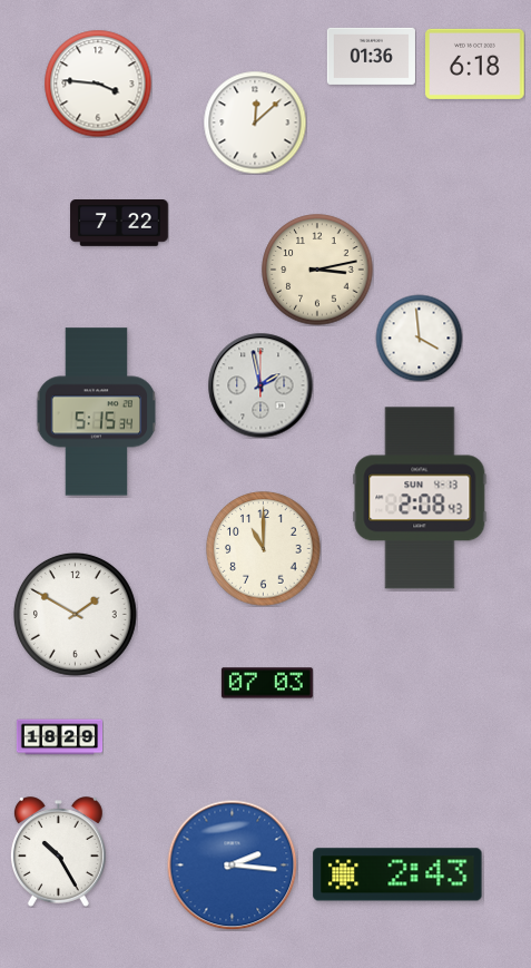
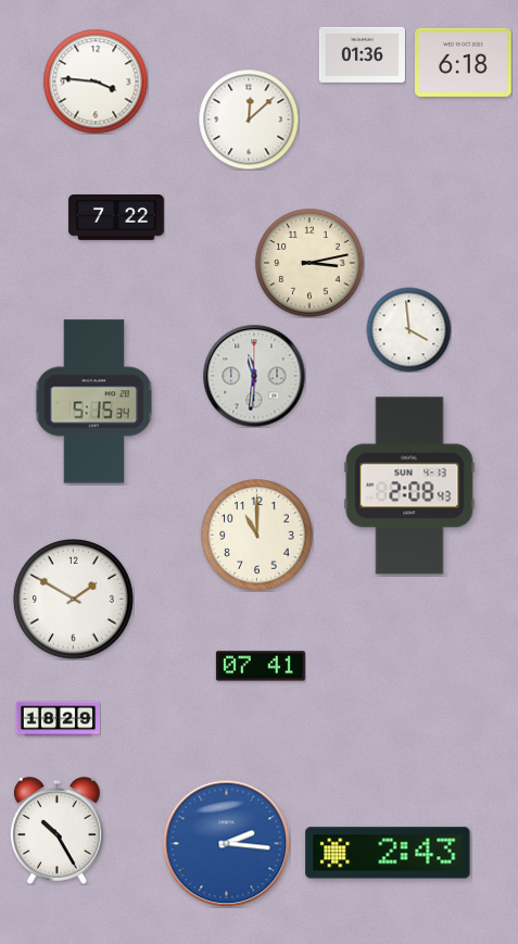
clock at (260, 385): 1:58 -> 11:31
clock at (267, 683): 07:03 -> 07:41
